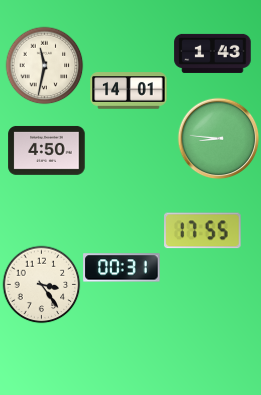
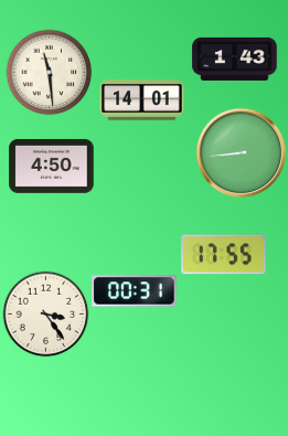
clock at (44, 65): 11:32 -> 11:29
clock at (218, 138): 8:46 -> 8:44
clock at (122, 268) position: (122, 268) -> (135, 291)
